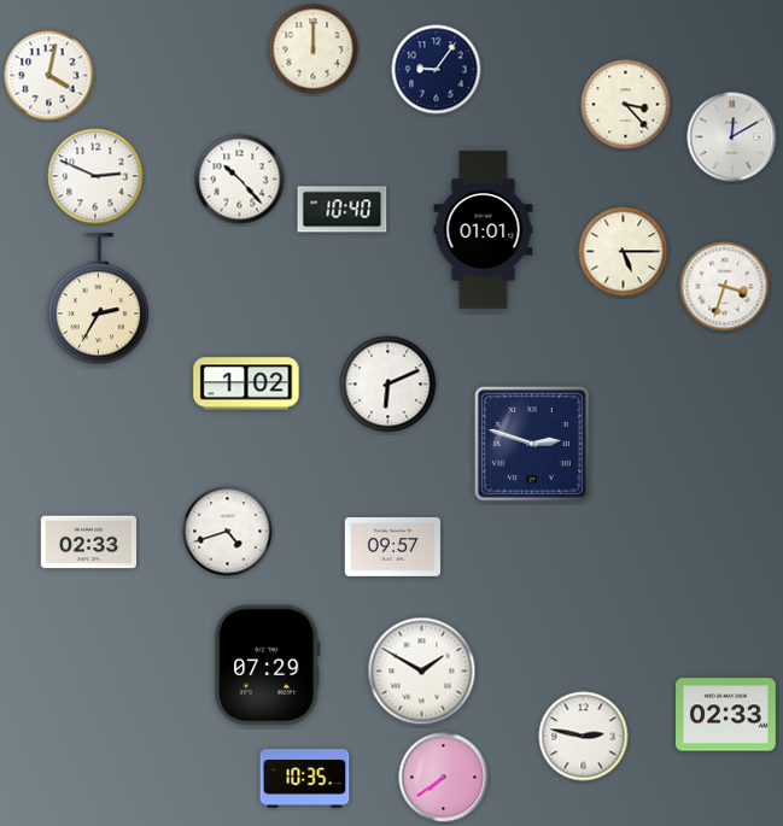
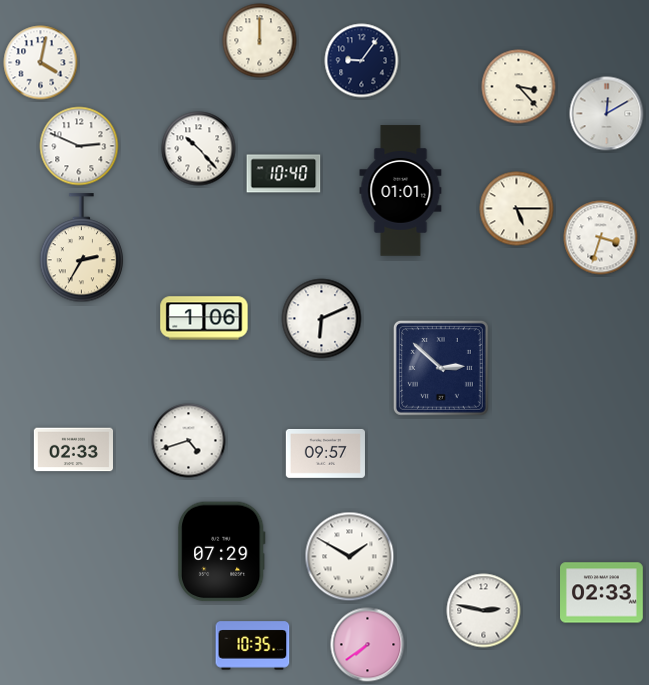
clock at (437, 70) position: (437, 70) -> (362, 61)
clock at (246, 383): 1:02 -> 1:06
clock at (532, 444): 2:48 -> 2:52
